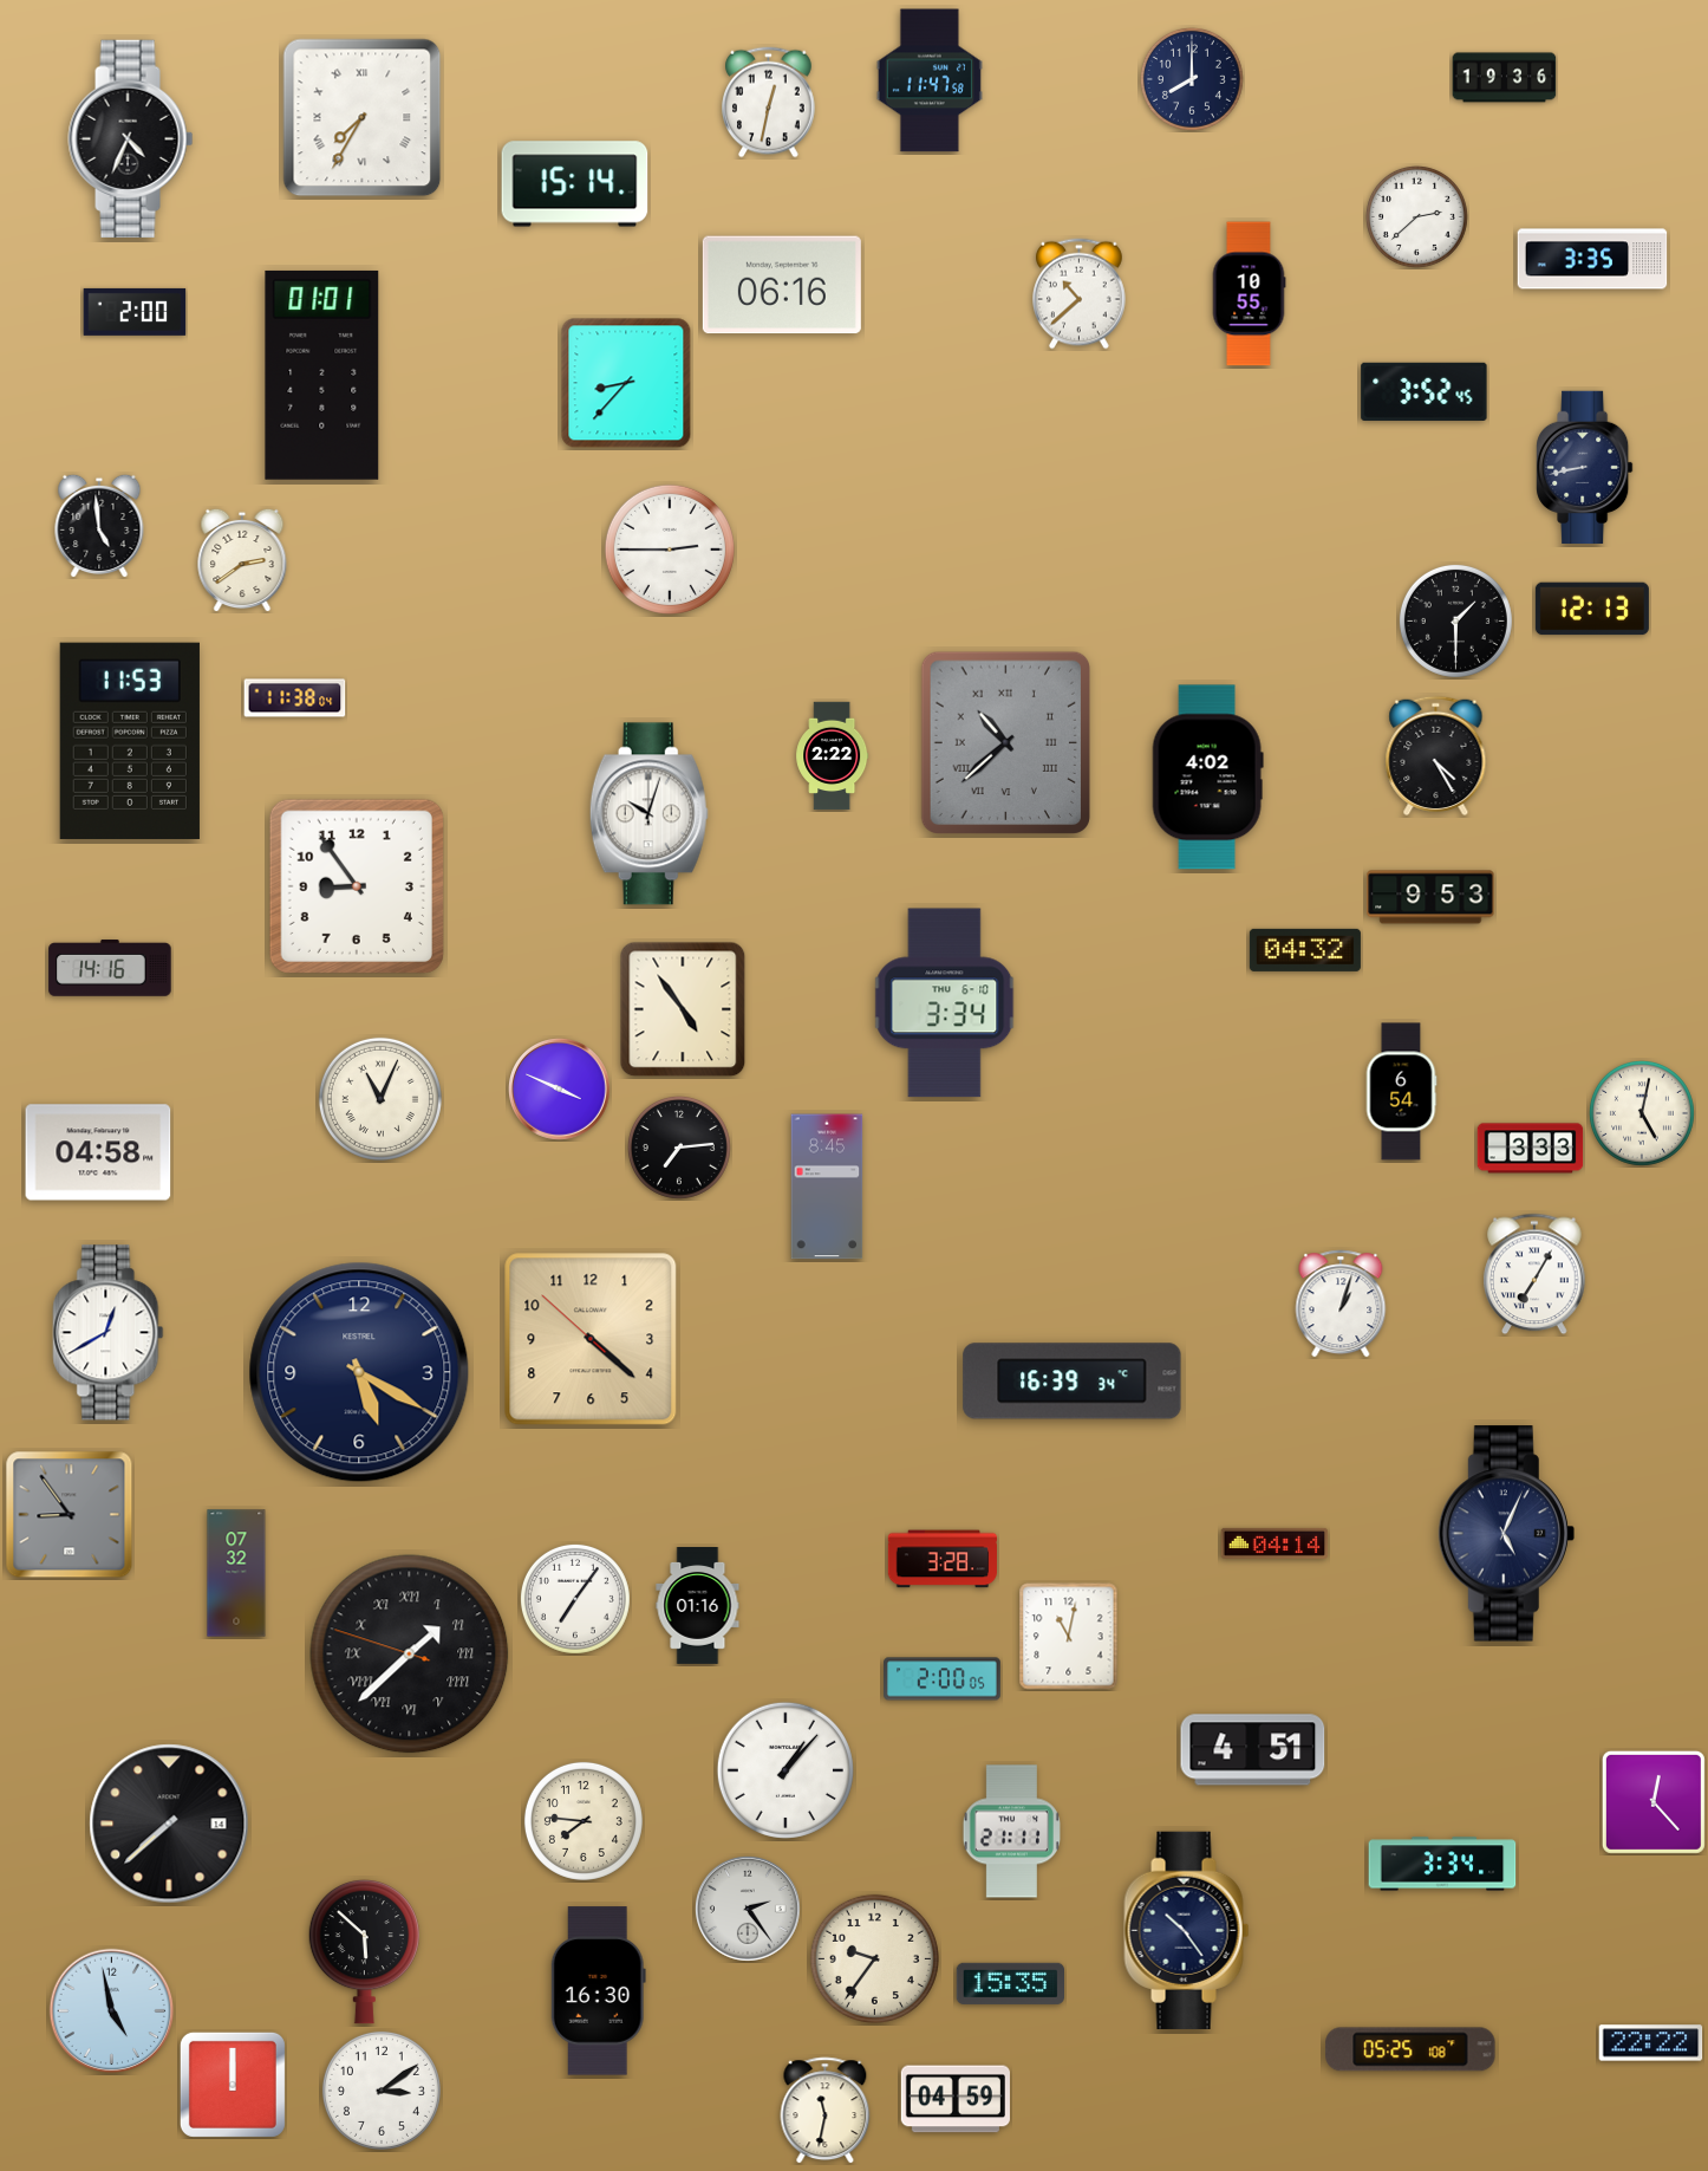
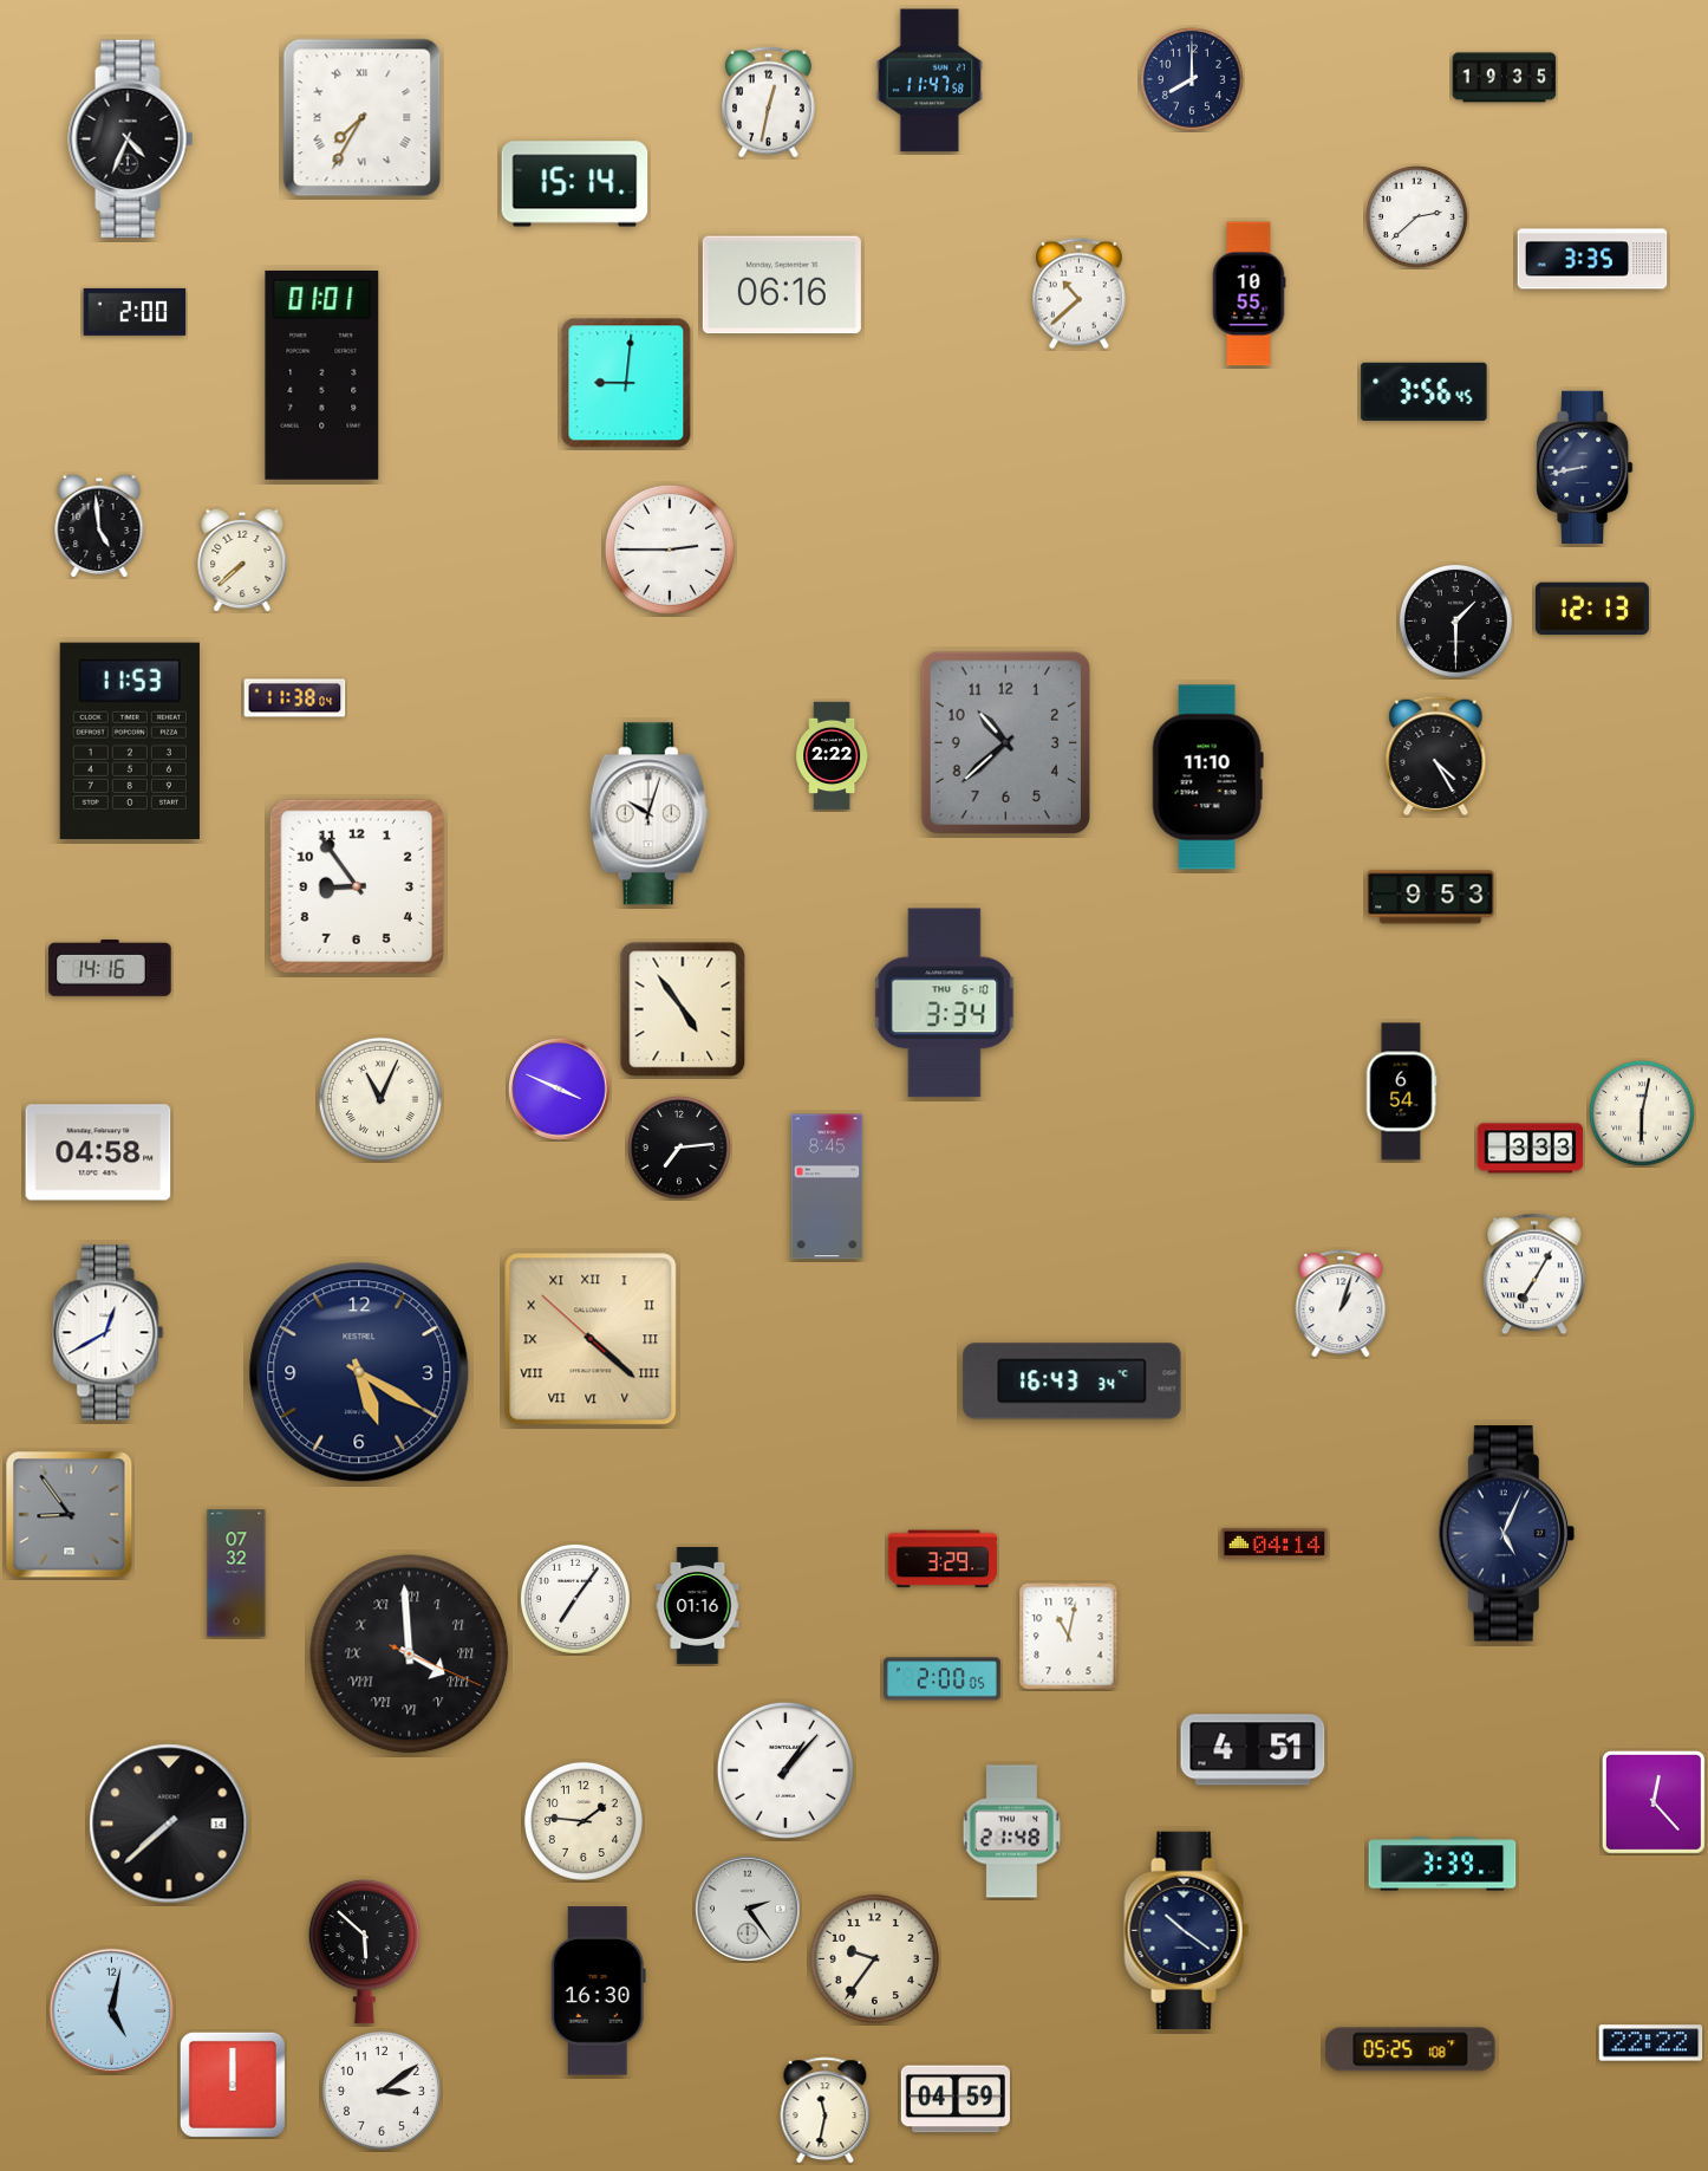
clock at (1505, 78): 19:36 -> 19:35
clock at (626, 383): 8:37 -> 9:01
clock at (1425, 391): 3:52 -> 3:56
clock at (242, 560): 2:39 -> 7:38
clock at (1005, 742) numerals: Roman -> Arabic
clock at (1207, 778): 4:02 -> 11:10
clock at (1305, 950): 04:32 -> none
clock at (1642, 1113): 5:02 -> 6:02
clock at (591, 1339) numerals: Arabic -> Roman
clock at (1073, 1382): 16:39 -> 16:43
clock at (941, 1559): 3:28 -> 3:29
clock at (410, 1655): 1:37 -> 3:59
clock at (584, 1821): 7:46 -> 1:46
clock at (1011, 1832): 21:11 -> 21:48
clock at (1442, 1864): 3:34 -> 3:39
clock at (1187, 1930): 10:24 -> 10:21
clock at (1010, 1983): 15:35 -> none
clock at (112, 2011): 4:58 -> 5:02
